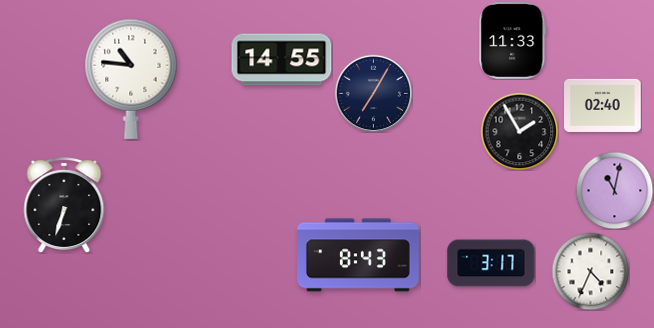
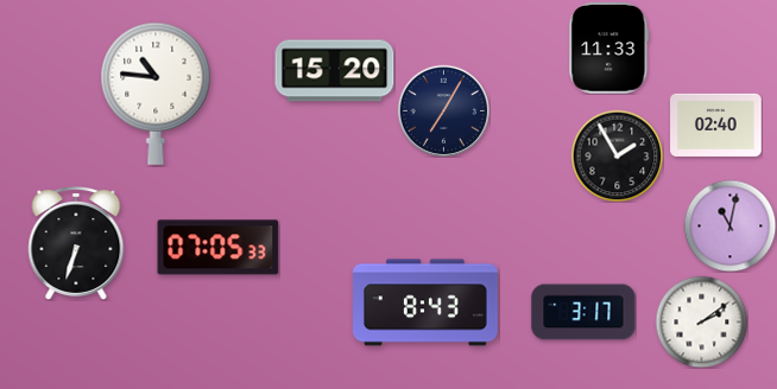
clock at (282, 60): 14:55 -> 15:20
clock at (219, 248): none -> 07:05
clock at (590, 271): 4:34 -> 2:09
